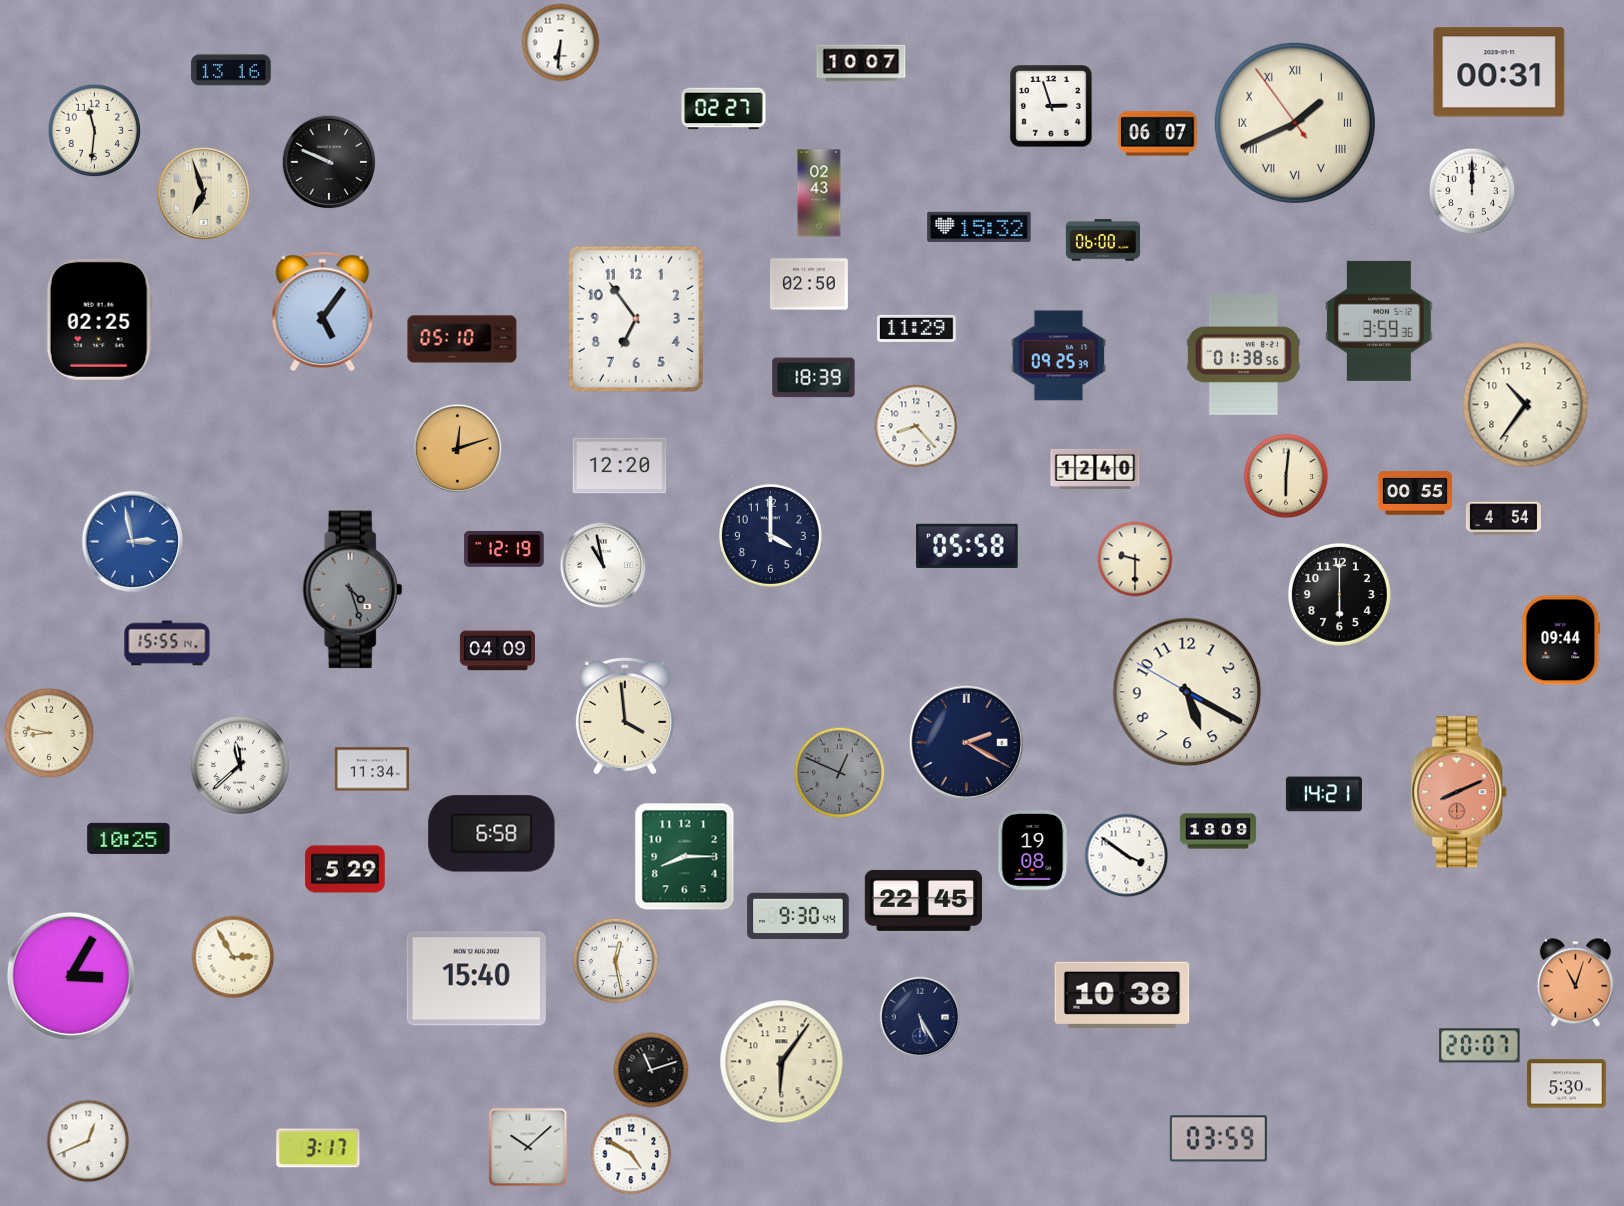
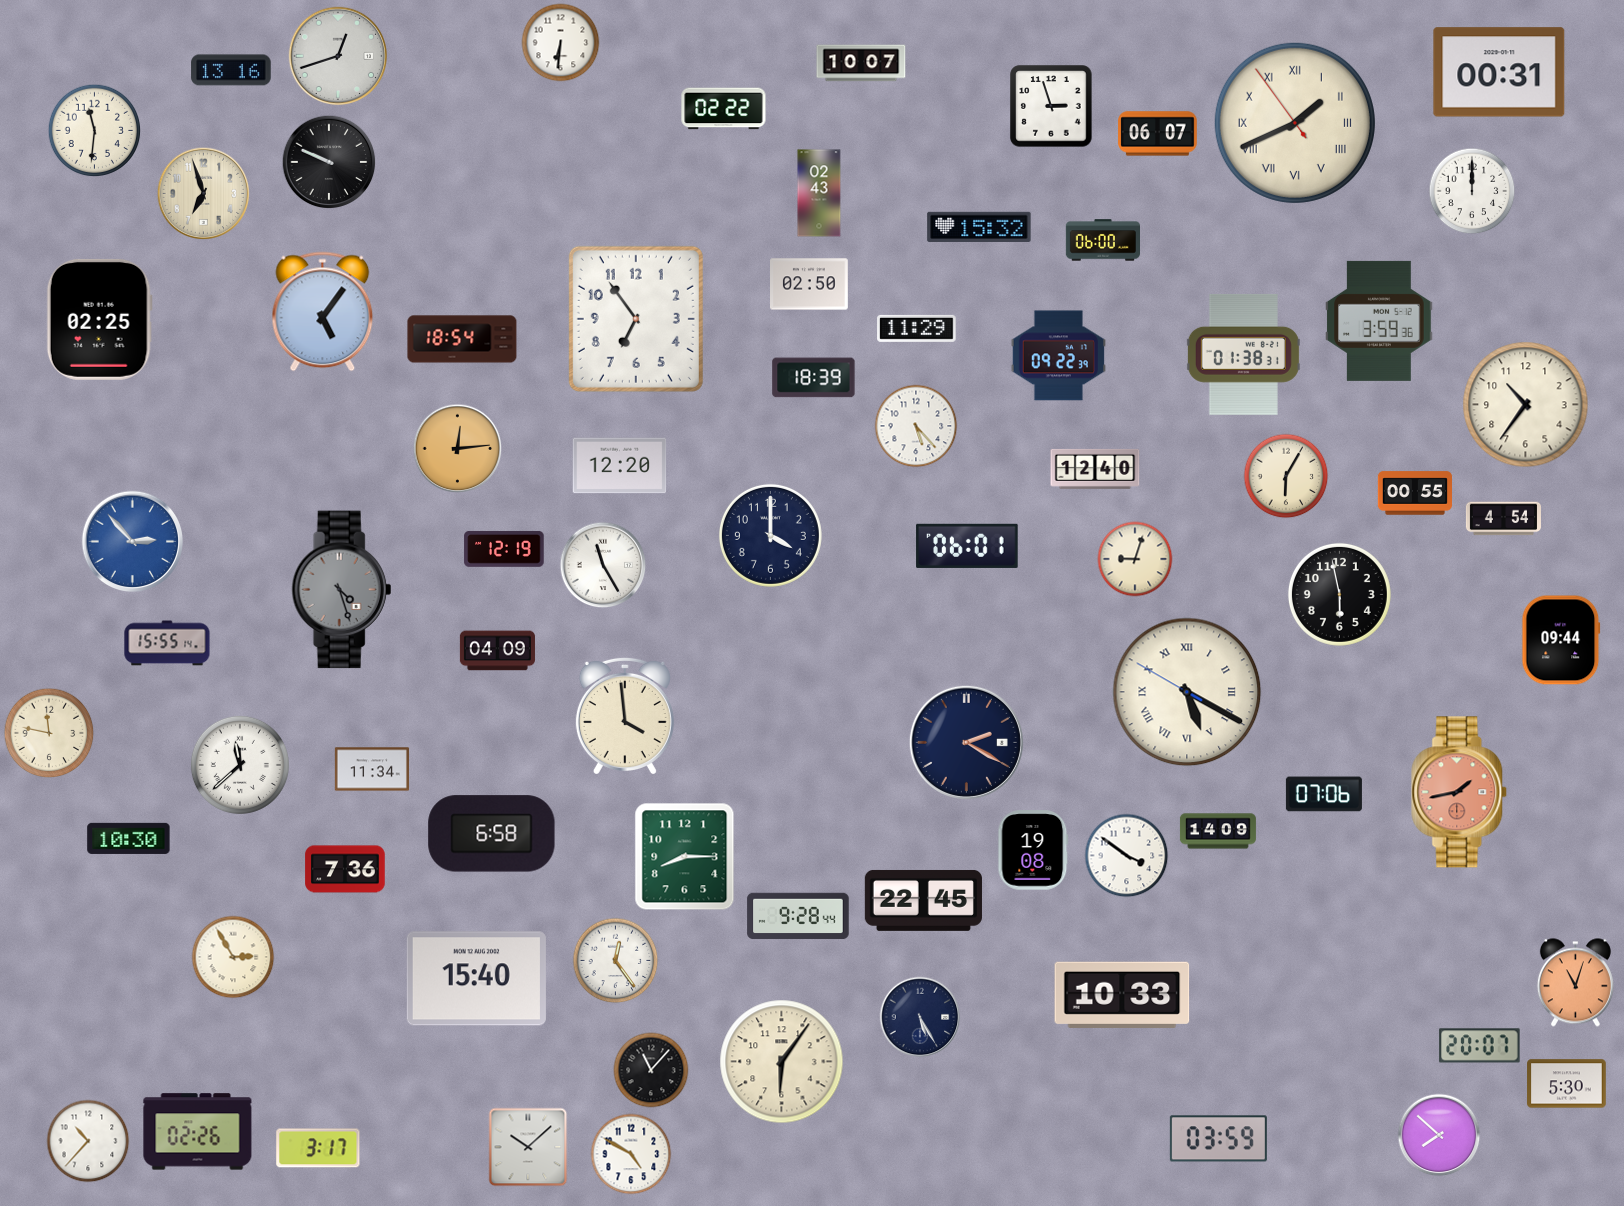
clock at (338, 56): none -> 12:42
clock at (724, 109): 02:27 -> 02:22
clock at (462, 339): 05:10 -> 18:54
clock at (1243, 354): 01:38:56 -> 01:38:31
clock at (1058, 356): 09:25 -> 09:22
clock at (916, 426): 8:23 -> 5:23
clock at (458, 449): 12:12 -> 12:14
clock at (1286, 476): 6:01 -> 6:05
clock at (132, 541): 2:58 -> 2:53
clock at (967, 546): 05:58 -> 06:01
clock at (1135, 559): 9:30 -> 9:03
clock at (603, 565): 10:58 -> 11:25
clock at (353, 590) position: (353, 590) -> (342, 590)
clock at (1339, 594): 6:00 -> 5:58
clock at (1187, 692) numerals: Arabic -> Roman
clock at (49, 733): 8:47 -> 11:47
clock at (840, 773): 12:49 -> none
clock at (1460, 792): 8:11 -> 1:43
clock at (1324, 794): 14:21 -> 07:06
clock at (1218, 831): 18:09 -> 14:09
clock at (129, 838): 10:25 -> 10:30
clock at (345, 869): 5:29 -> 7:36
clock at (798, 916): 9:30 -> 9:28
clock at (616, 961): 12:28 -> 12:24
clock at (71, 976): 3:05 -> none
clock at (1122, 995): 10:38 -> 10:33
clock at (651, 1070): 11:12 -> 11:07
clock at (198, 1132): none -> 02:26
clock at (1439, 1135): none -> 7:52
clock at (88, 1141): 12:41 -> 10:37
